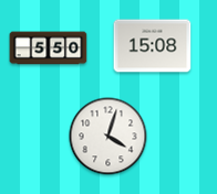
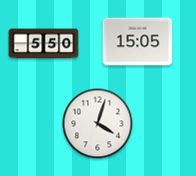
clock at (153, 46): 15:08 -> 15:05
